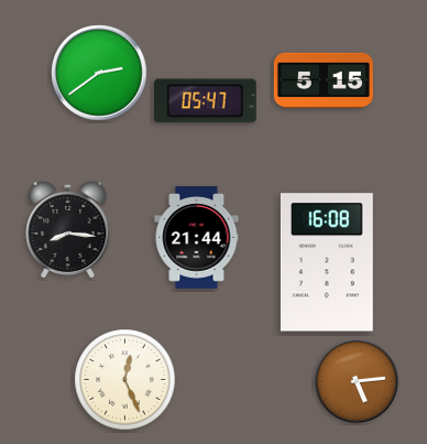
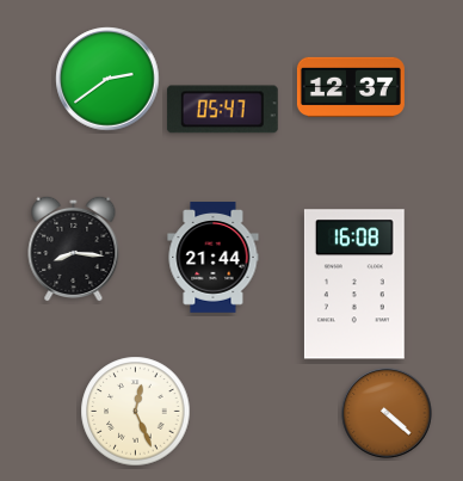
clock at (324, 80): 5:15 -> 12:37
clock at (357, 381): 5:14 -> 4:22
